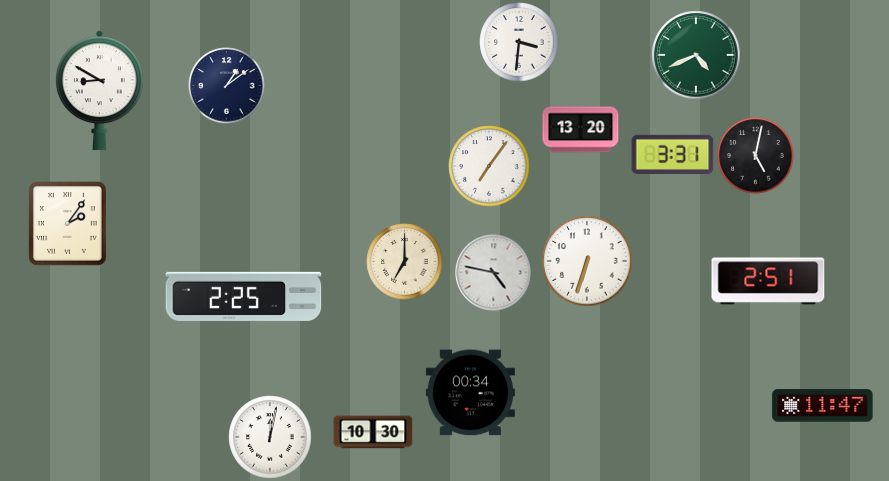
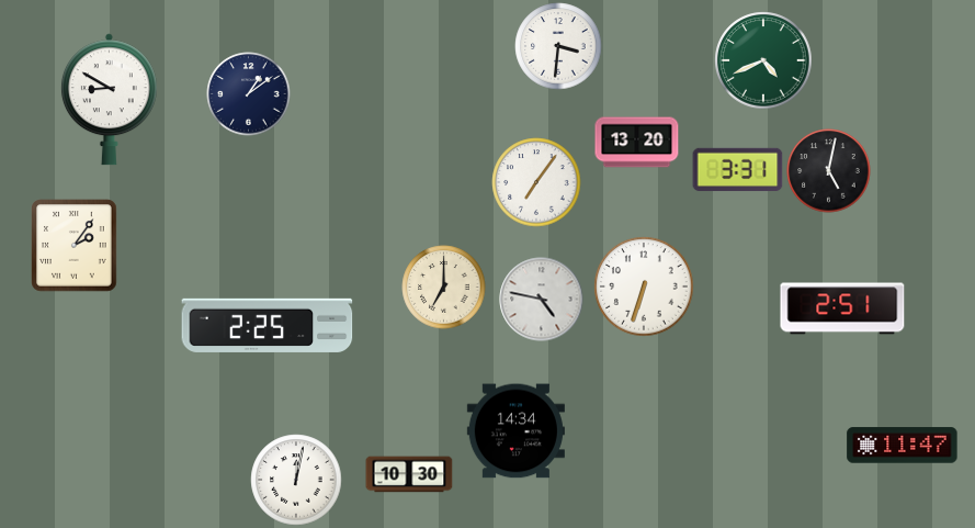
clock at (519, 42) position: (519, 42) -> (558, 46)
clock at (470, 393): 00:34 -> 14:34
